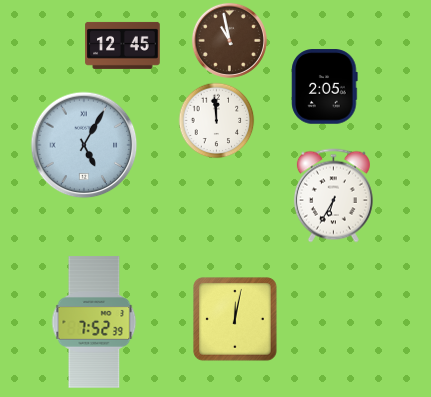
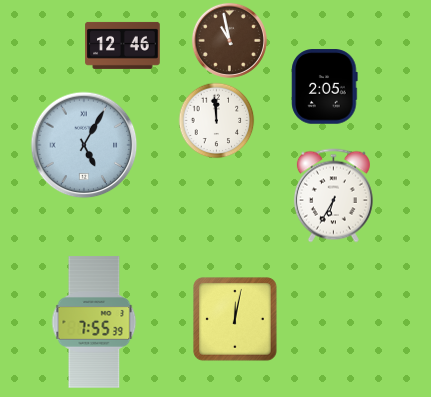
clock at (123, 45): 12:45 -> 12:46
clock at (94, 322): 7:52 -> 7:55
